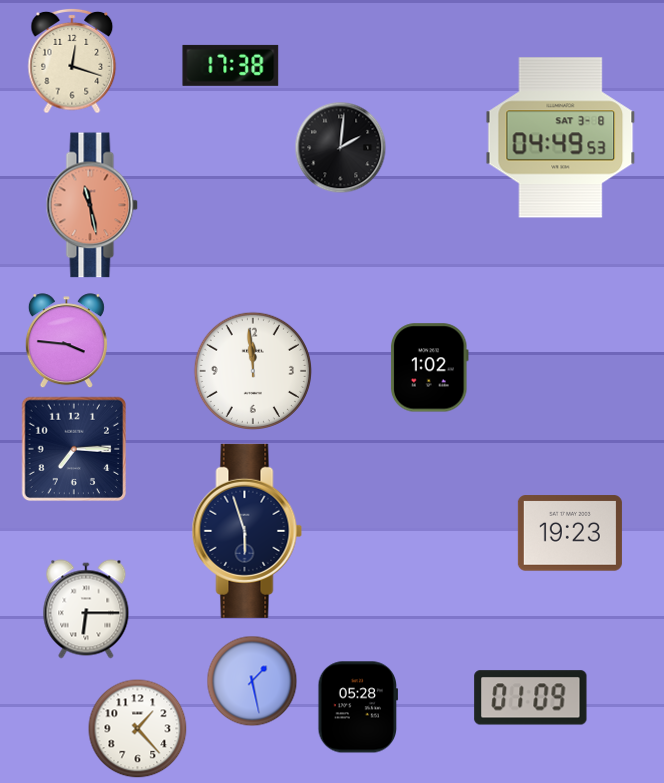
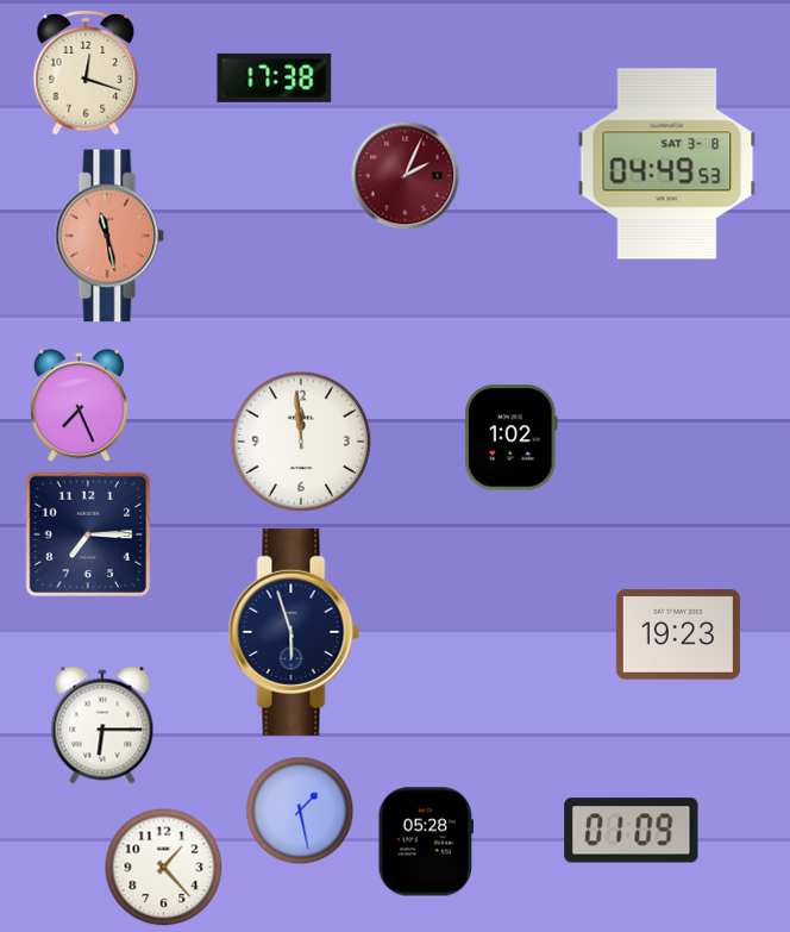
clock at (341, 148): 2:01 -> 2:04
clock at (341, 148) dial: black -> burgundy
clock at (92, 205) position: (92, 205) -> (109, 236)
clock at (66, 341): 3:46 -> 7:26
